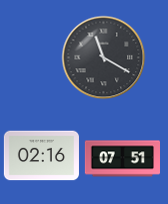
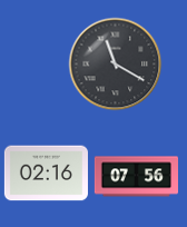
clock at (122, 159): 07:51 -> 07:56
